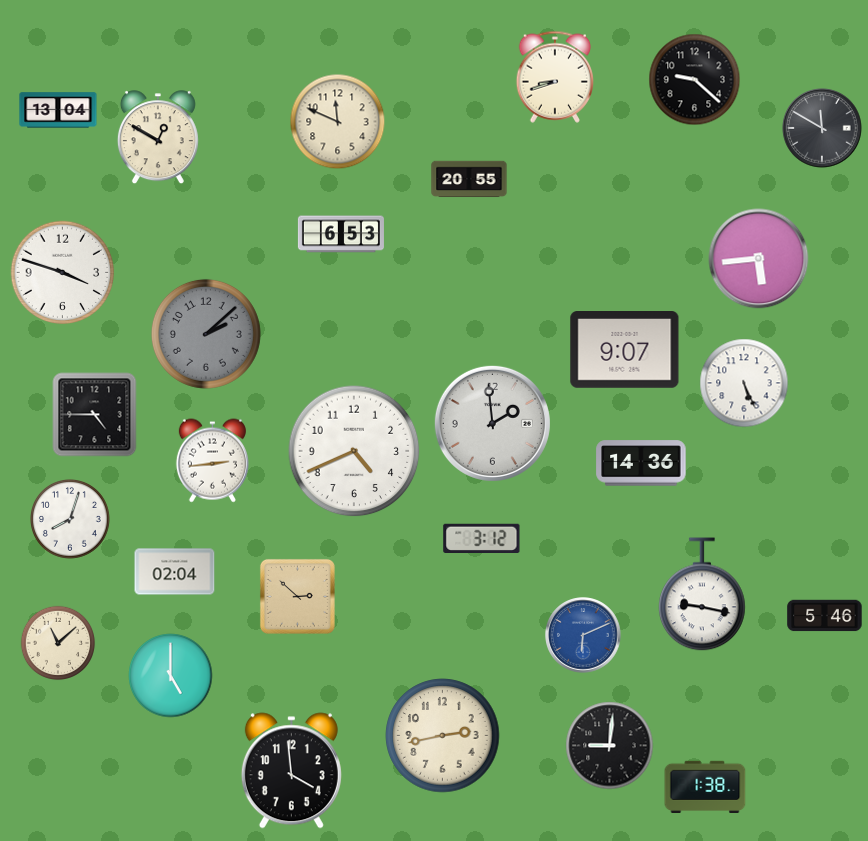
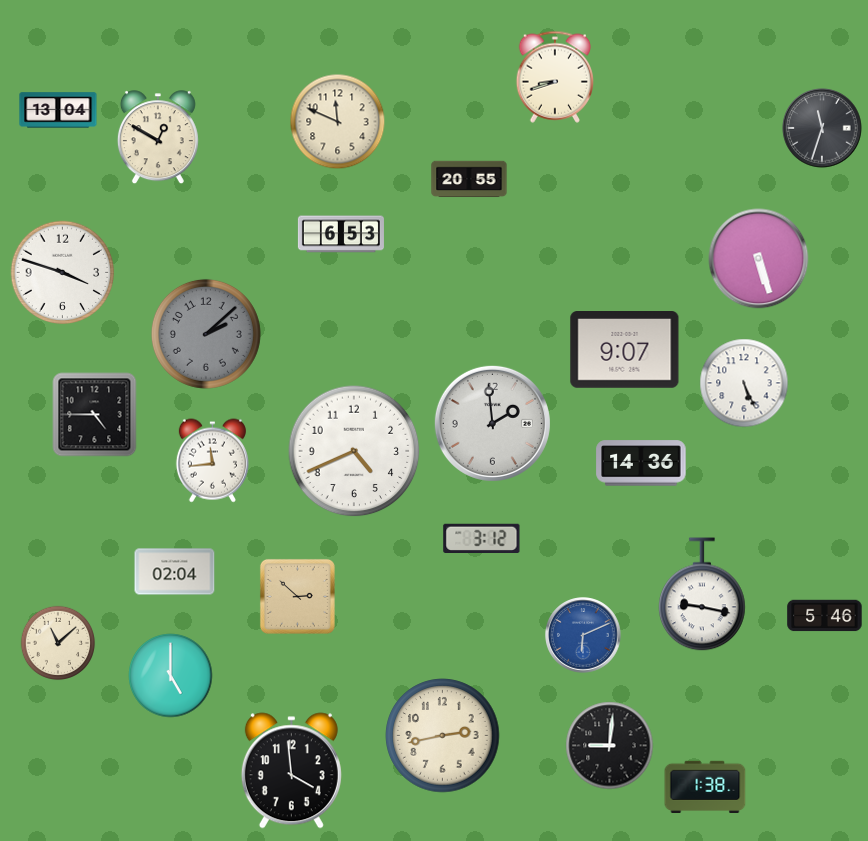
clock at (695, 80): 9:22 -> none
clock at (822, 128): 11:50 -> 11:33
clock at (759, 259): 5:44 -> 5:27
clock at (212, 461): 2:44 -> 11:44
clock at (71, 520): 8:03 -> none
